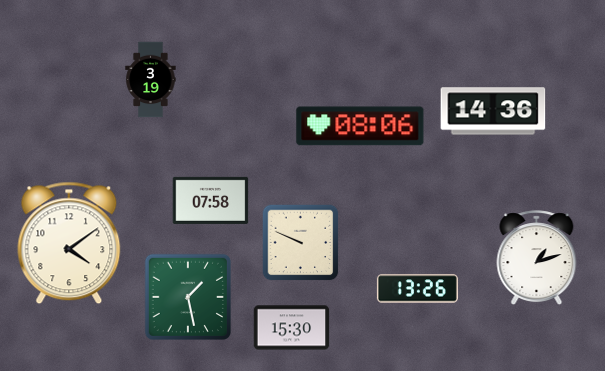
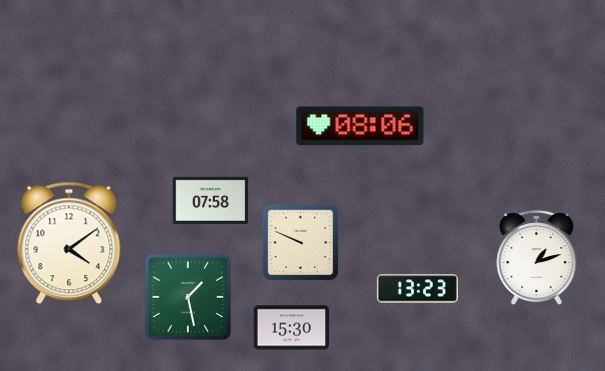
clock at (151, 80): 3:19 -> none
clock at (493, 111): 14:36 -> none
clock at (417, 289): 13:26 -> 13:23
